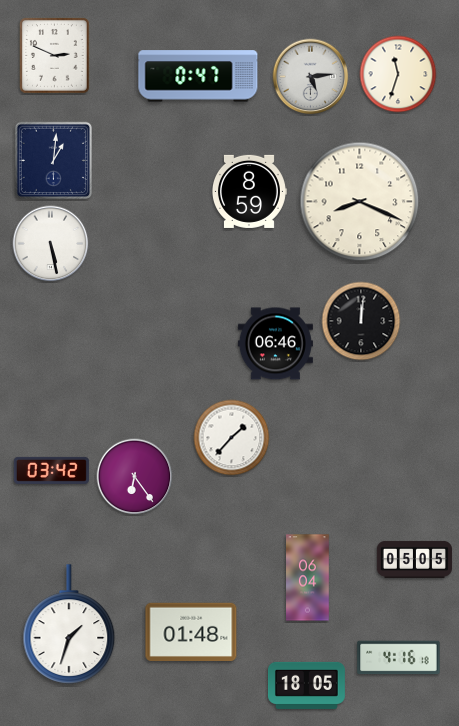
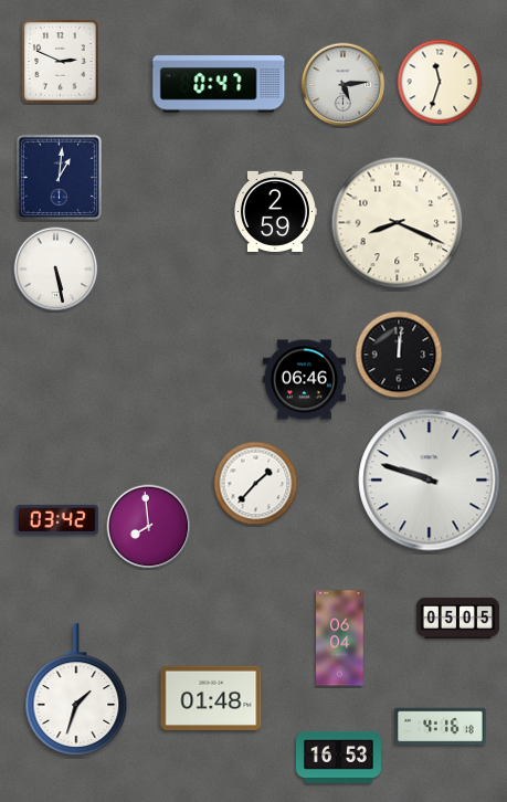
clock at (249, 191): 8:59 -> 2:59
clock at (430, 481): none -> 9:48
clock at (135, 477): 6:24 -> 7:59
clock at (306, 685): 18:05 -> 16:53
